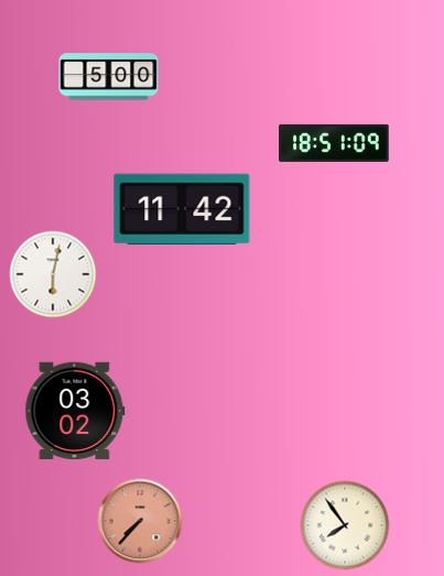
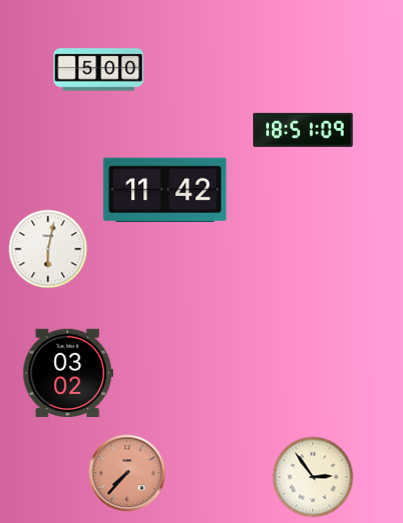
clock at (345, 525): 7:54 -> 2:54
